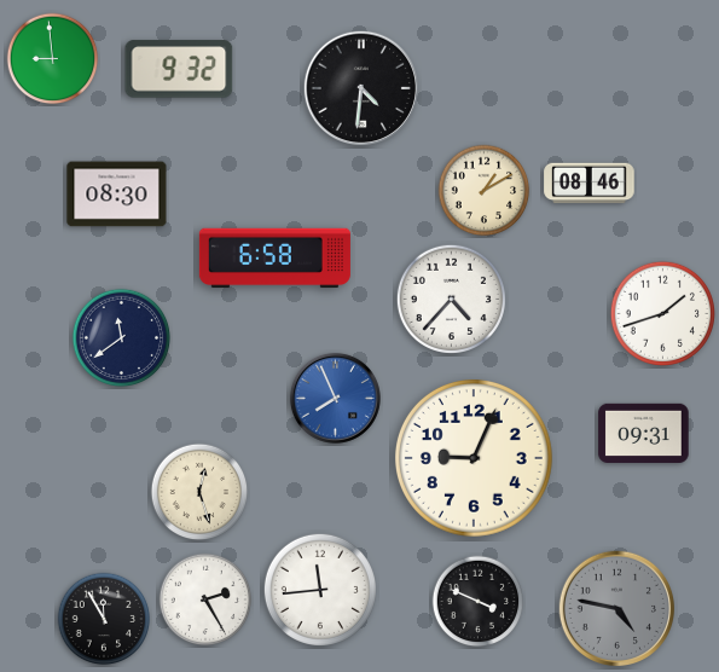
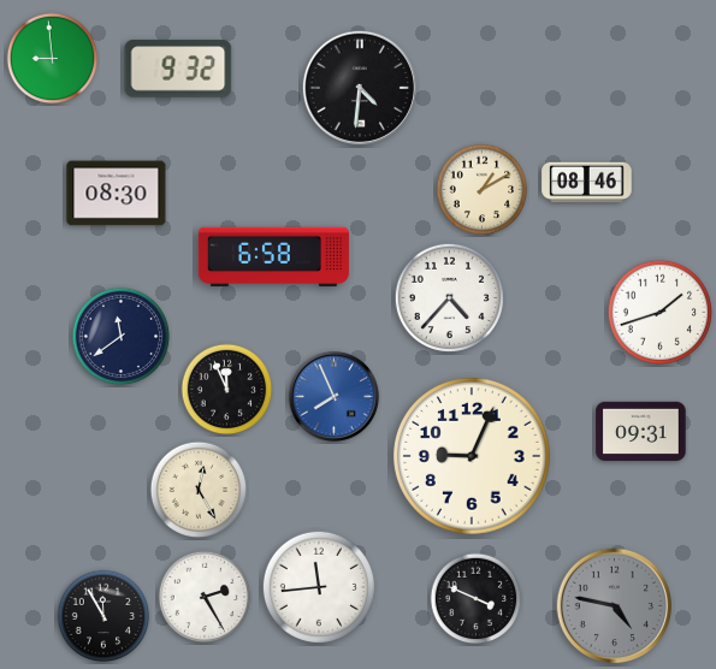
clock at (227, 390): none -> 11:56
clock at (199, 492): 12:27 -> 12:25
